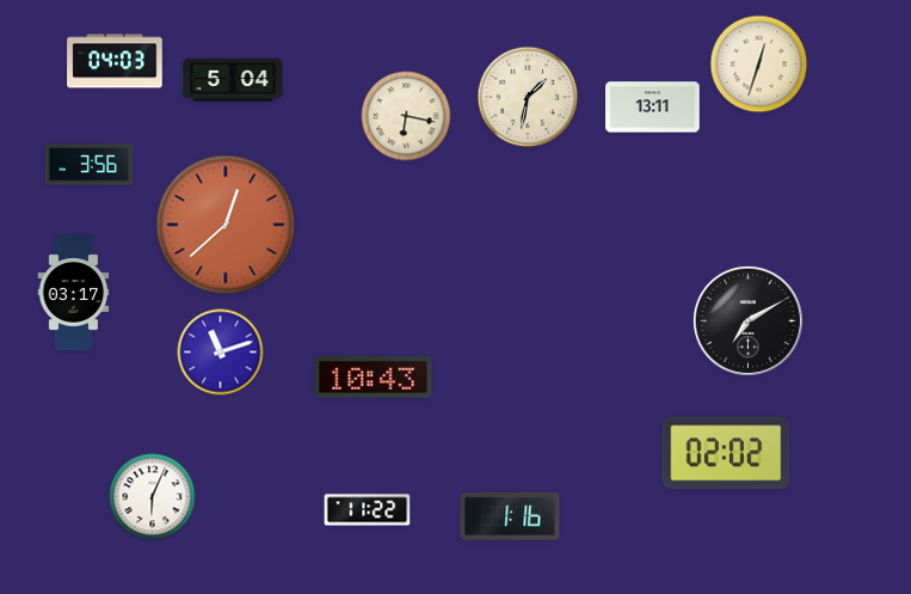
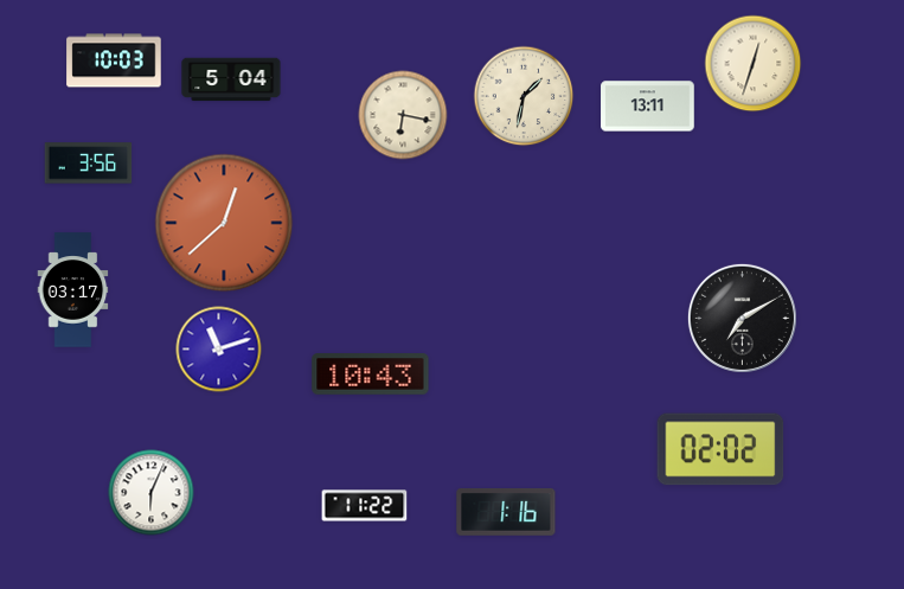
clock at (115, 61): 04:03 -> 10:03
